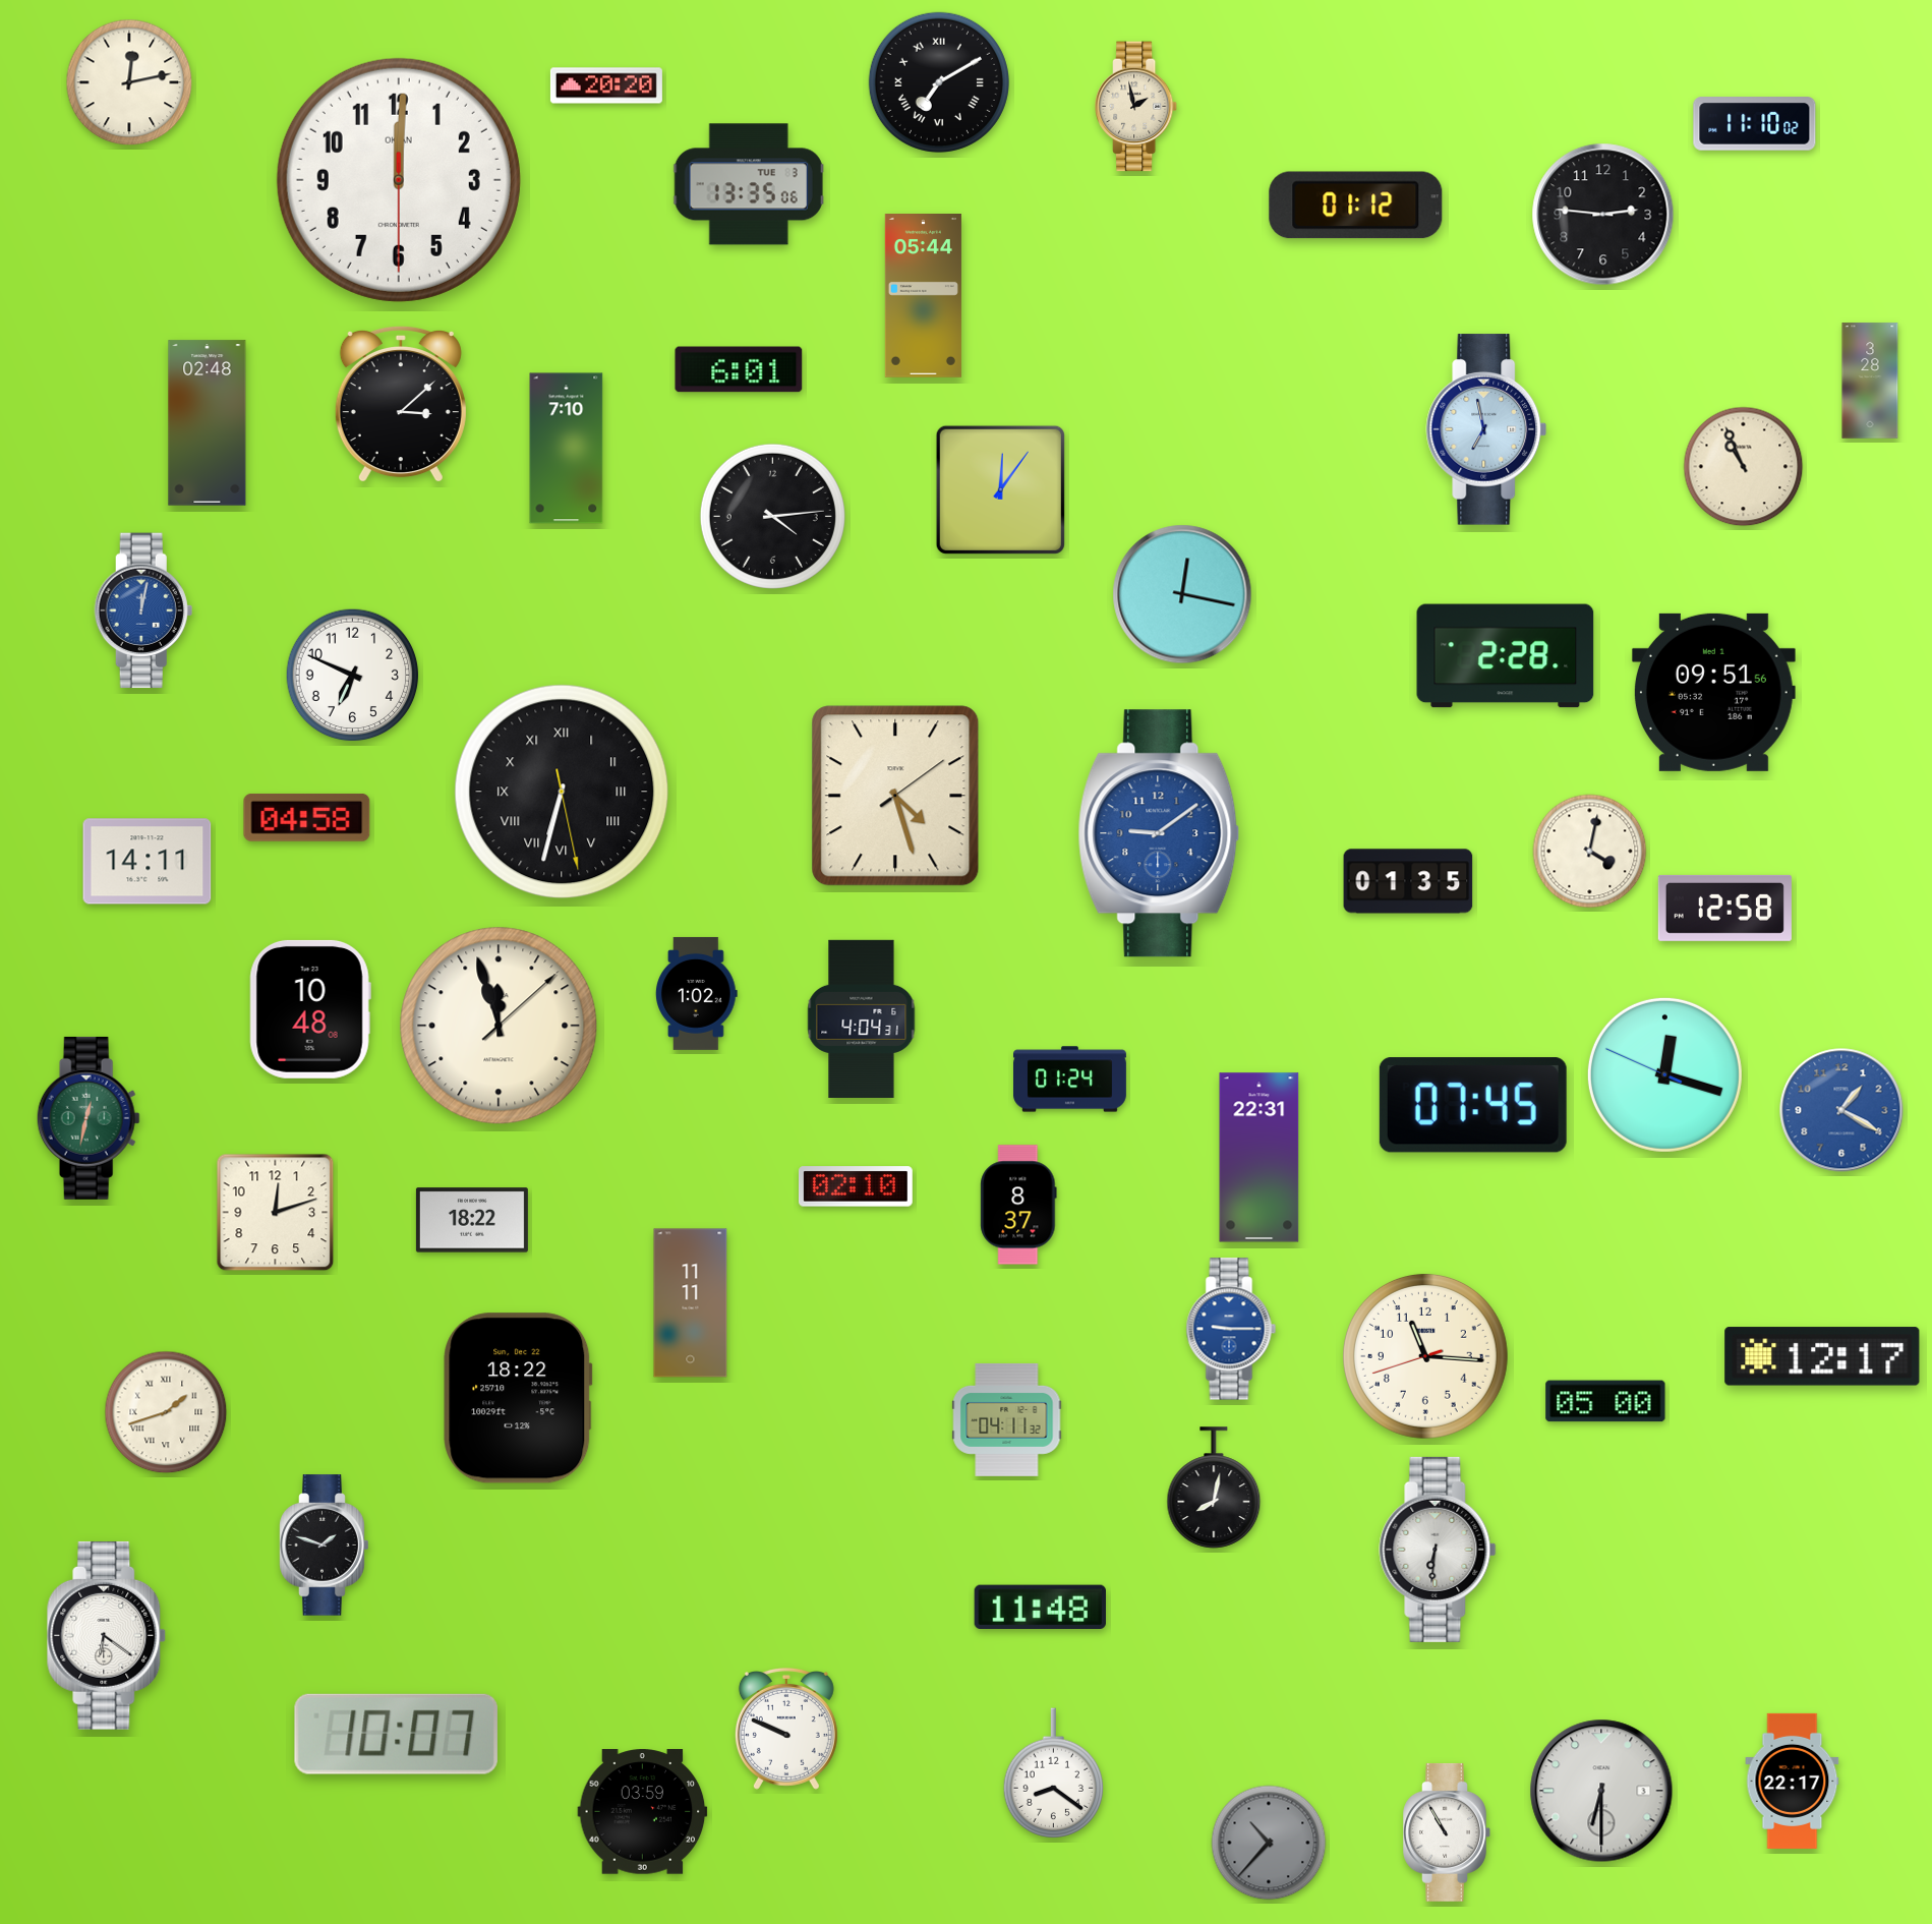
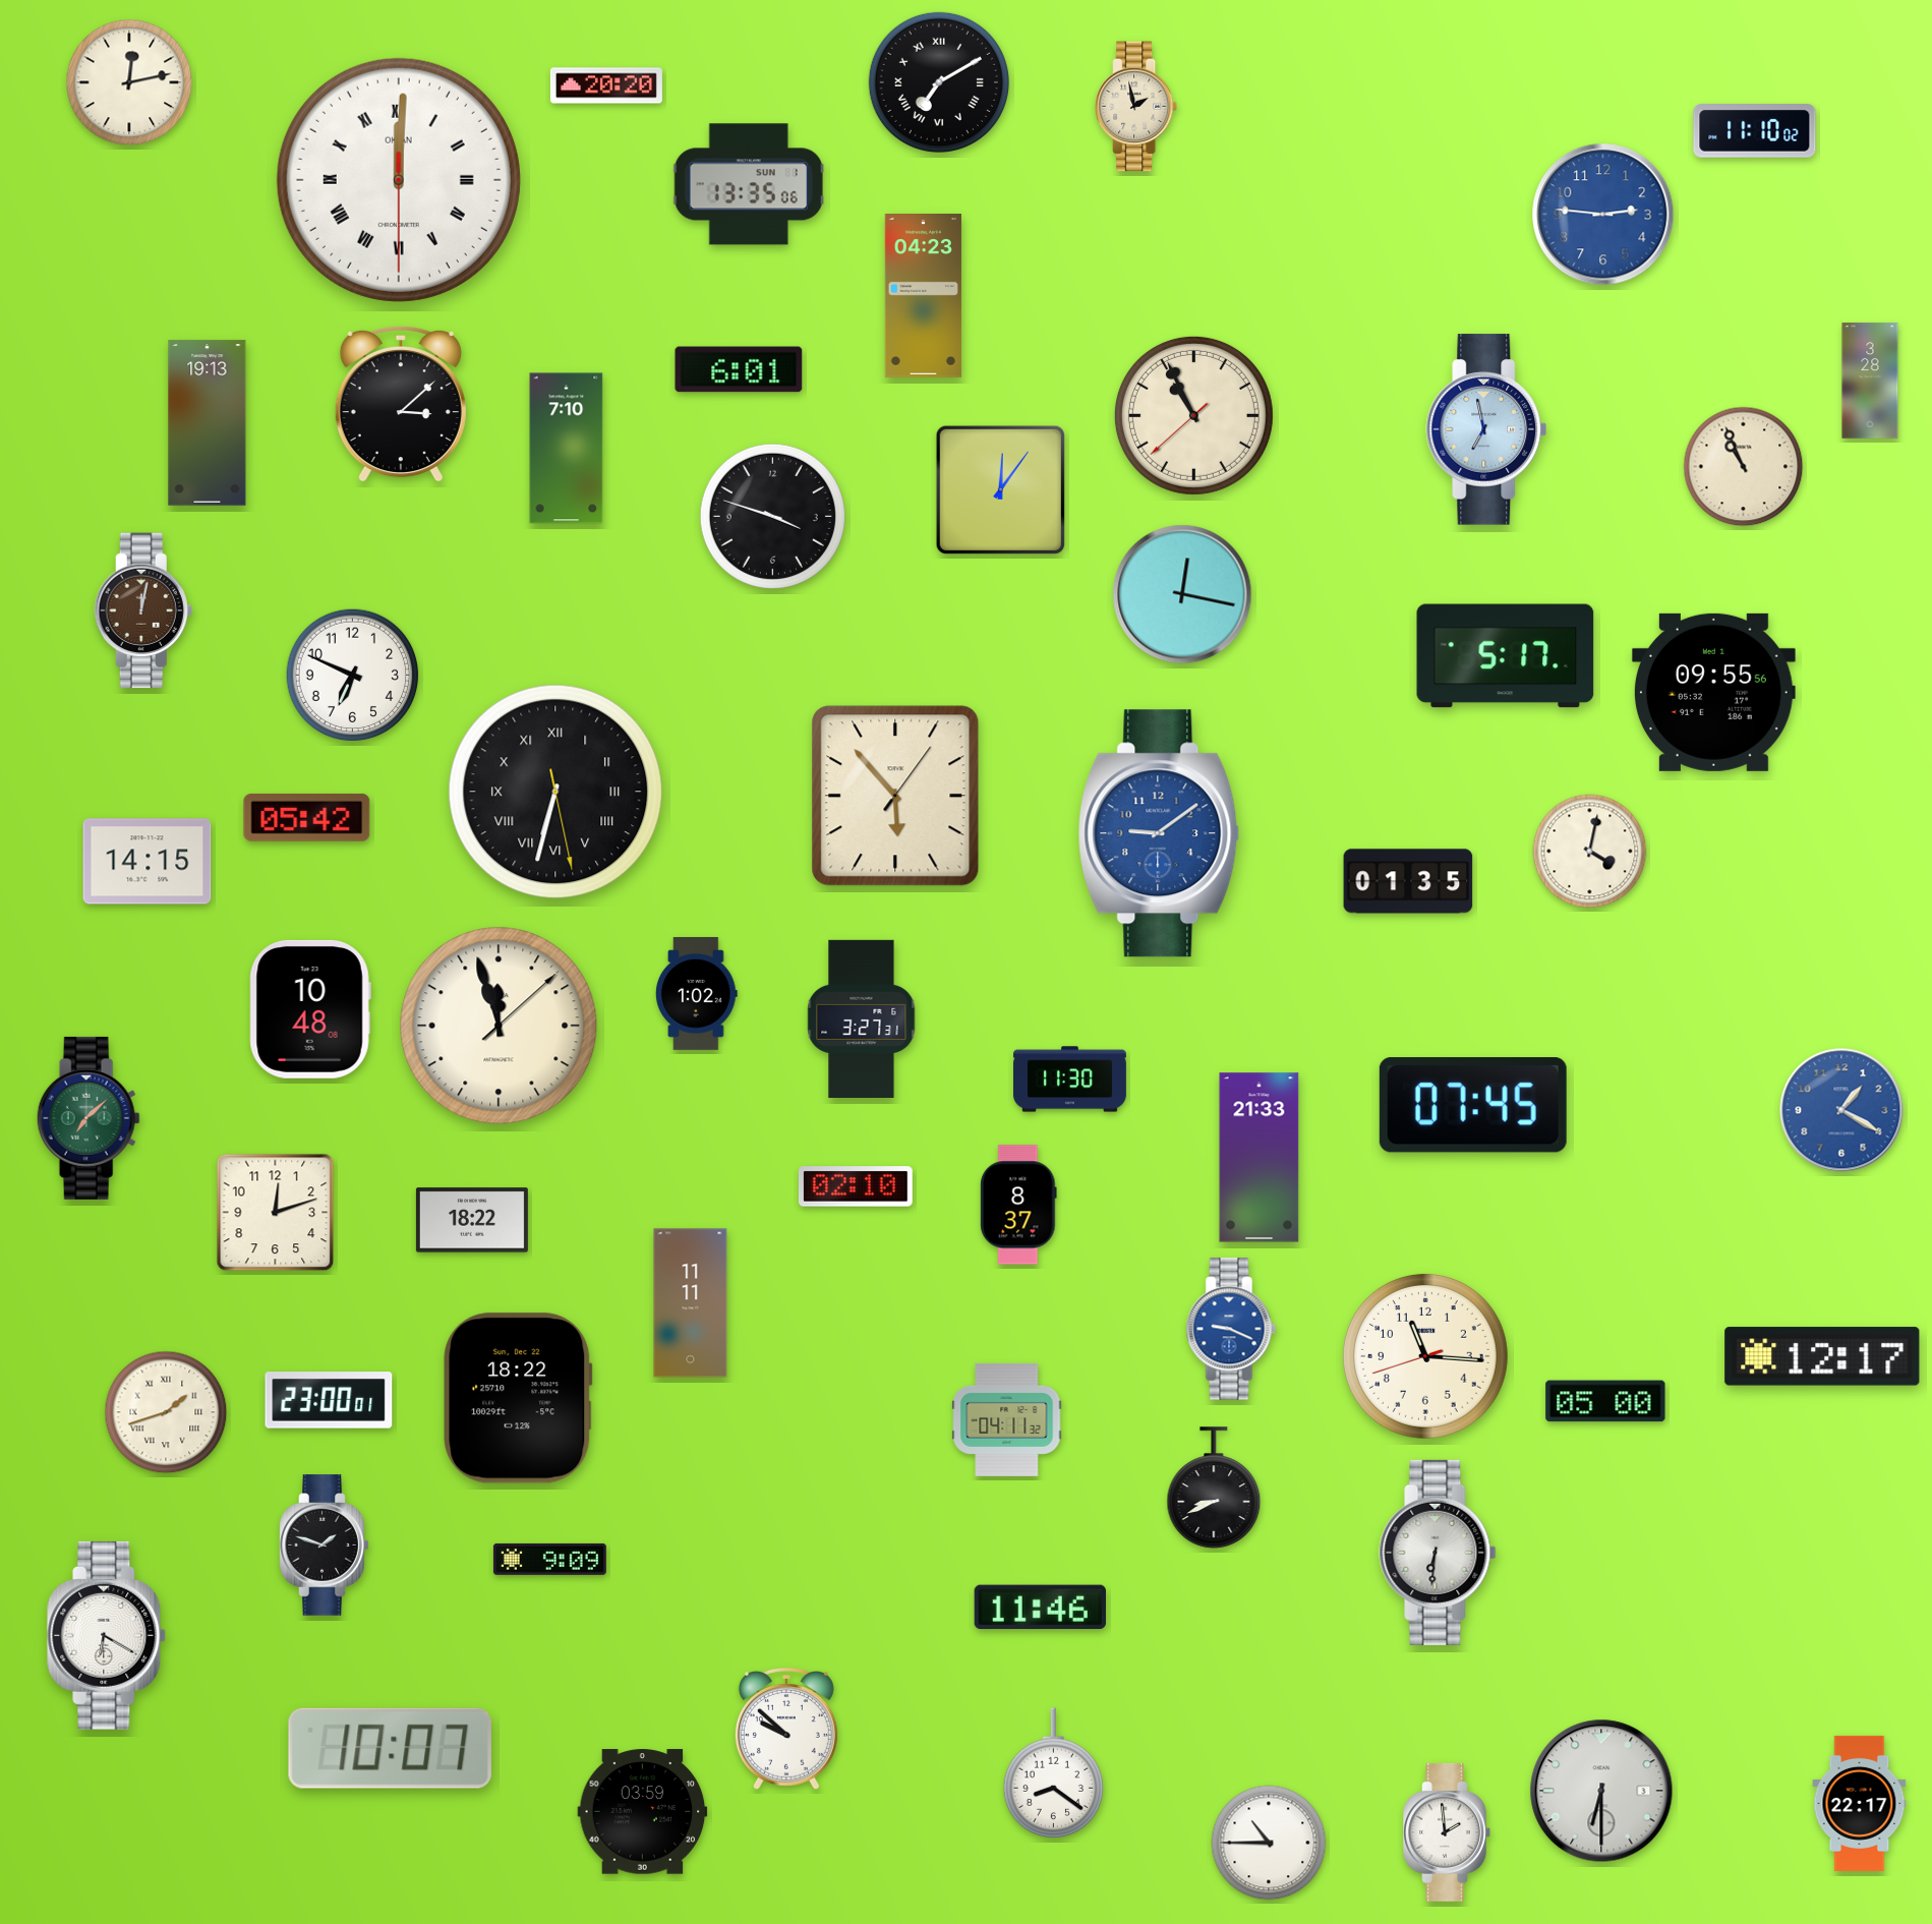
clock at (1755, 124) position: (1755, 124) -> (1755, 131)
clock at (399, 180) numerals: Arabic -> Roman
clock at (749, 184) date: TUE 3 -> SUN 1
clock at (1356, 206): 01:12 -> none
clock at (1603, 215) dial: black -> blue
clock at (923, 296): 05:44 -> 04:23
clock at (1193, 415): none -> 10:55
clock at (208, 423): 02:48 -> 19:13
clock at (772, 516): 4:14 -> 3:48
clock at (143, 610) dial: blue -> brown
clock at (1506, 656): 2:28 -> 5:17
clock at (1713, 692): 09:51 -> 09:55
clock at (562, 792) position: (562, 792) -> (555, 792)
clock at (895, 796): 4:27 -> 5:53
clock at (307, 818): 04:58 -> 05:42
clock at (148, 862): 14:11 -> 14:15
clock at (1724, 908): 12:58 -> none
clock at (862, 1018): 4:04 -> 3:27
clock at (1664, 1074): 12:17 -> none
clock at (1070, 1080): 01:24 -> 11:30
clock at (89, 1118): 12:32 -> 7:08
clock at (1260, 1158): 22:31 -> 21:33
clock at (1231, 1329): 9:15 -> 9:19
clock at (329, 1400): none -> 23:00
clock at (1214, 1488): 8:02 -> 8:41
clock at (1438, 1550) position: (1438, 1550) -> (1438, 1553)
clock at (549, 1559): none -> 9:09
clock at (1040, 1607): 11:48 -> 11:46
clock at (107, 1635): 6:21 -> 6:20
clock at (786, 1729): 9:49 -> 9:52
clock at (396, 1734) position: (396, 1734) -> (390, 1748)
clock at (1793, 1781) position: (1793, 1781) -> (1860, 1803)
clock at (1447, 1832): 10:55 -> 1:59
clock at (1269, 1843): 10:37 -> 10:45
clock at (1269, 1843) dial: grey -> white
